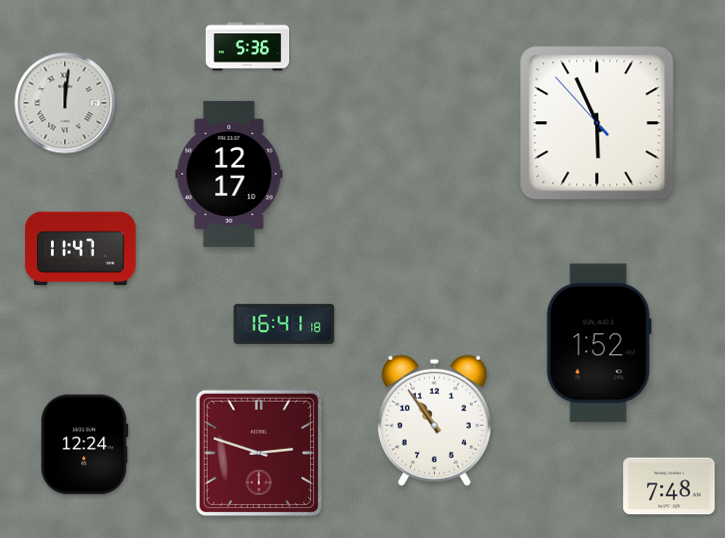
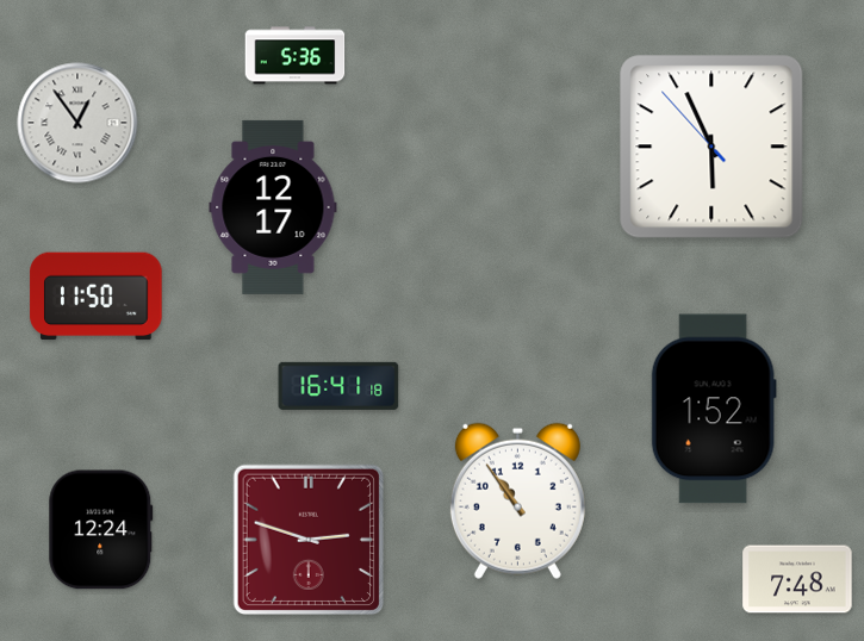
clock at (65, 103): 12:01 -> 12:54
clock at (81, 249): 11:47 -> 11:50
